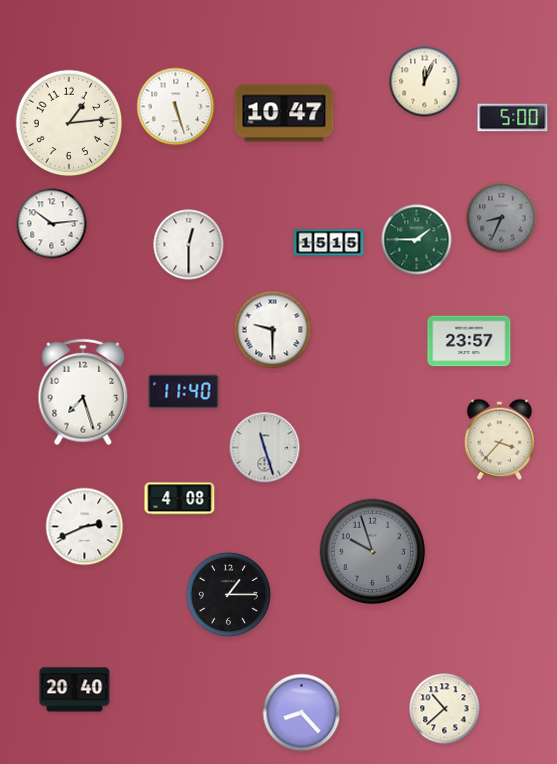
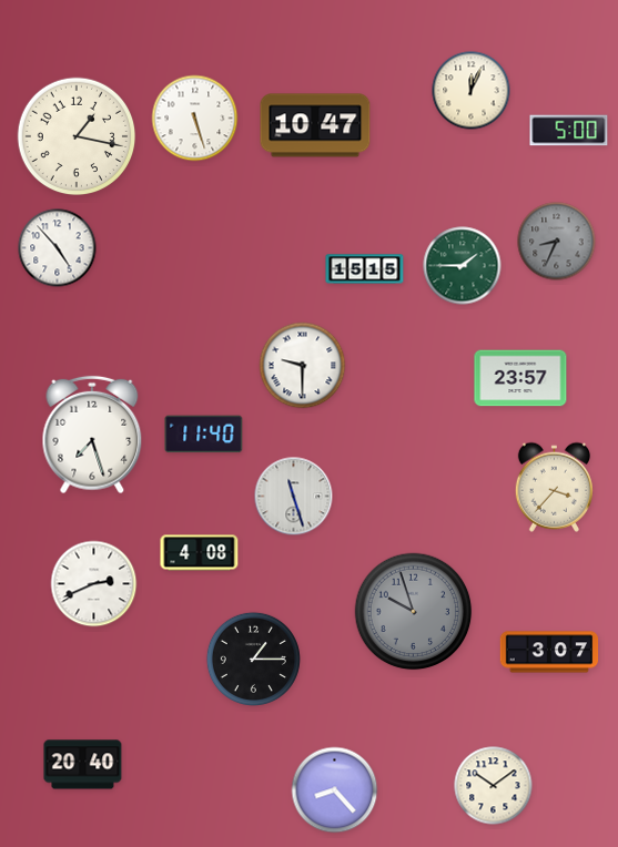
clock at (69, 123): 1:14 -> 1:17
clock at (52, 224): 10:14 -> 4:53
clock at (189, 245): 12:30 -> none
clock at (549, 652): none -> 3:07
clock at (445, 709): 10:38 -> 10:09
